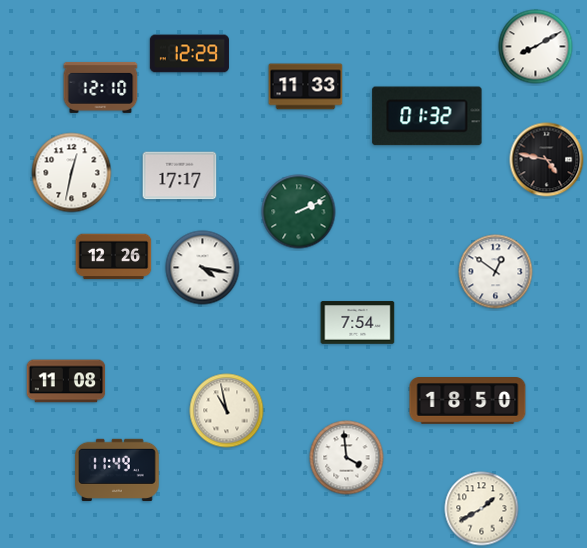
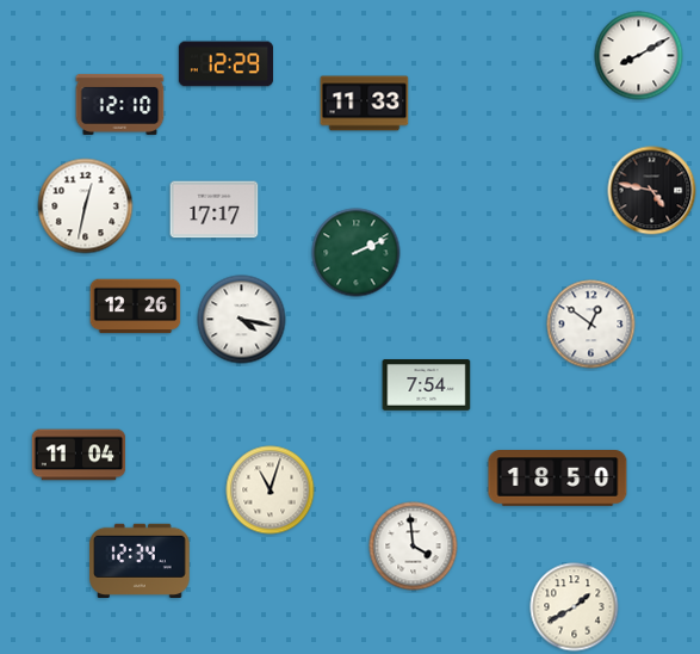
clock at (427, 116): 01:32 -> none
clock at (66, 381): 11:08 -> 11:04
clock at (227, 411): 10:58 -> 11:03
clock at (117, 469): 11:49 -> 12:34
